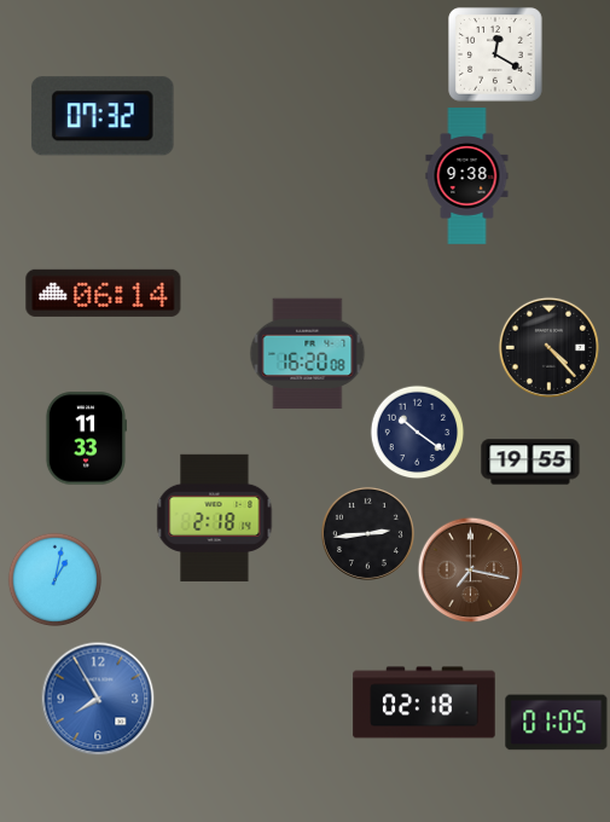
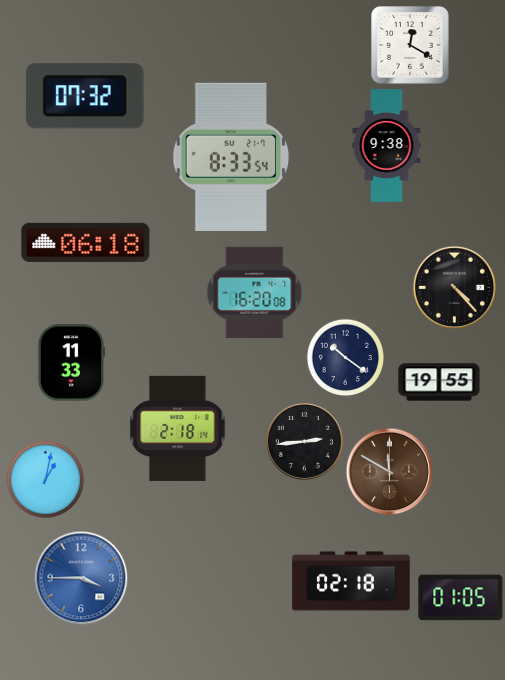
clock at (231, 157): none -> 8:33
clock at (104, 293): 06:14 -> 06:18
clock at (470, 569): 7:17 -> 11:50
clock at (98, 699): 7:55 -> 3:45
